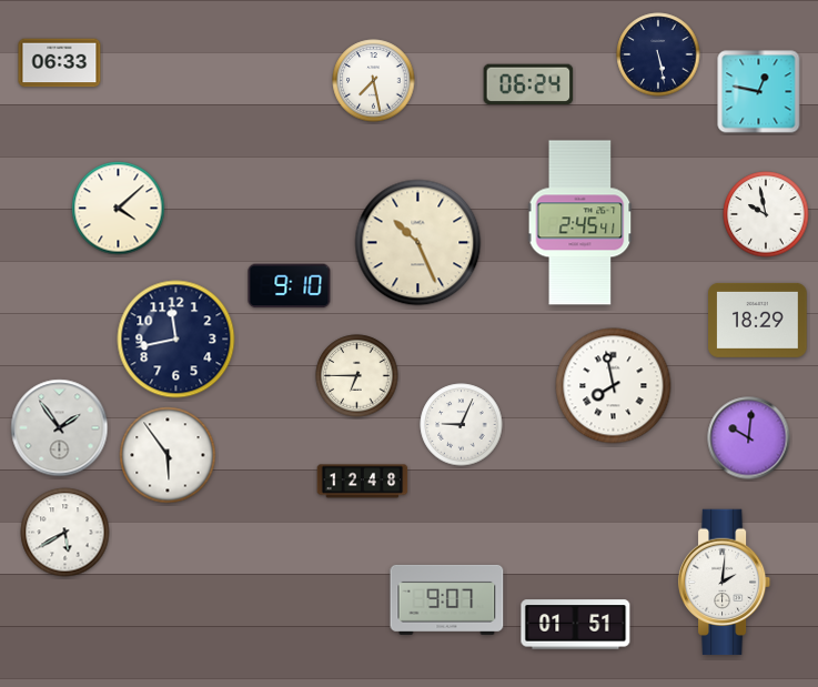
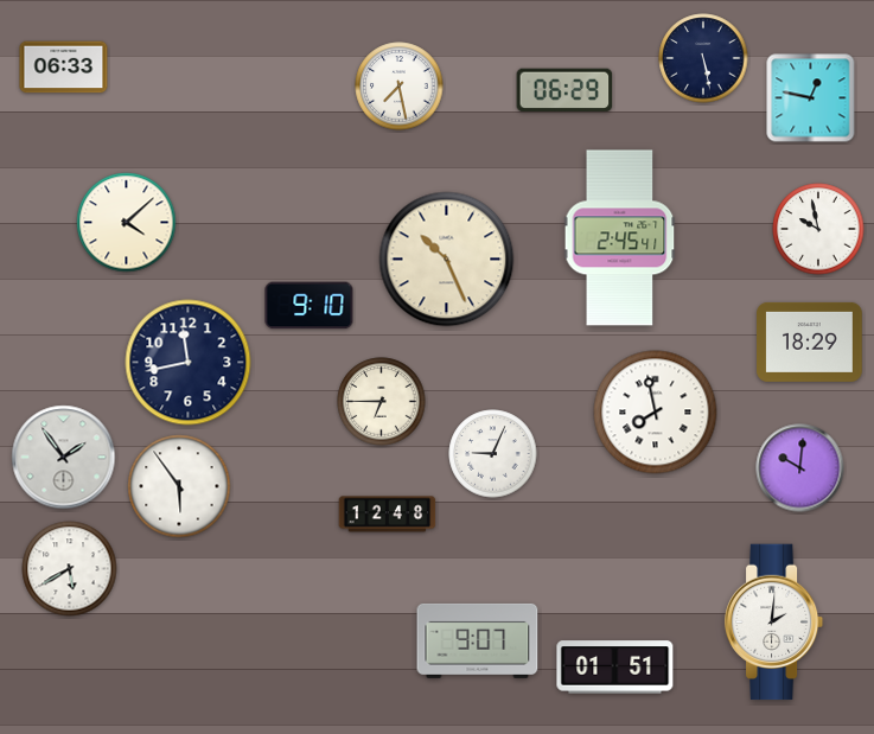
clock at (528, 84): 06:24 -> 06:29
